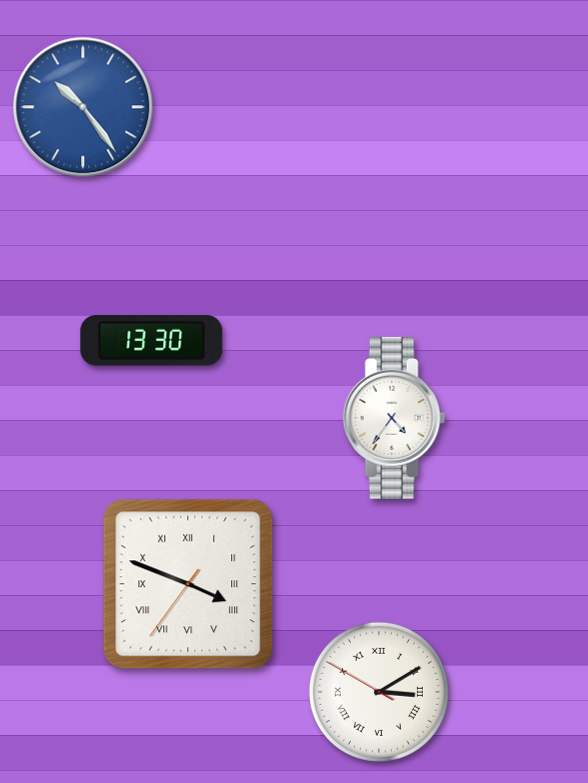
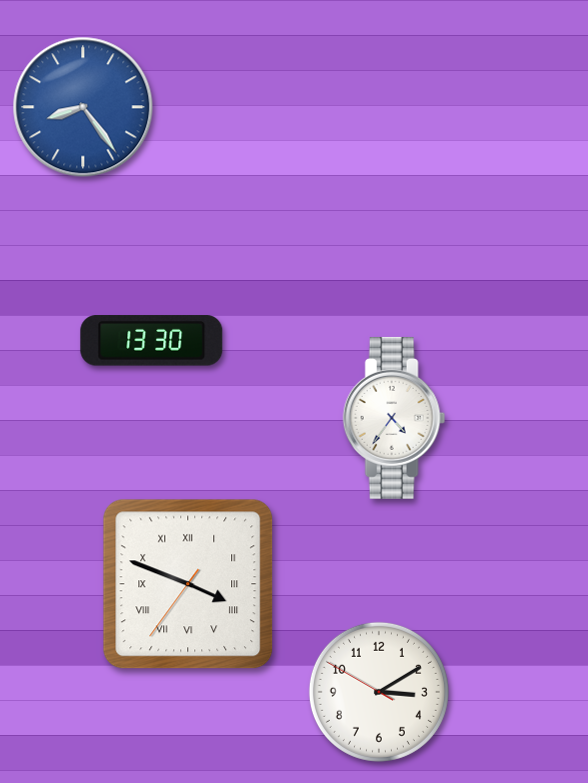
clock at (83, 107): 10:24 -> 8:24
clock at (379, 692) numerals: Roman -> Arabic
